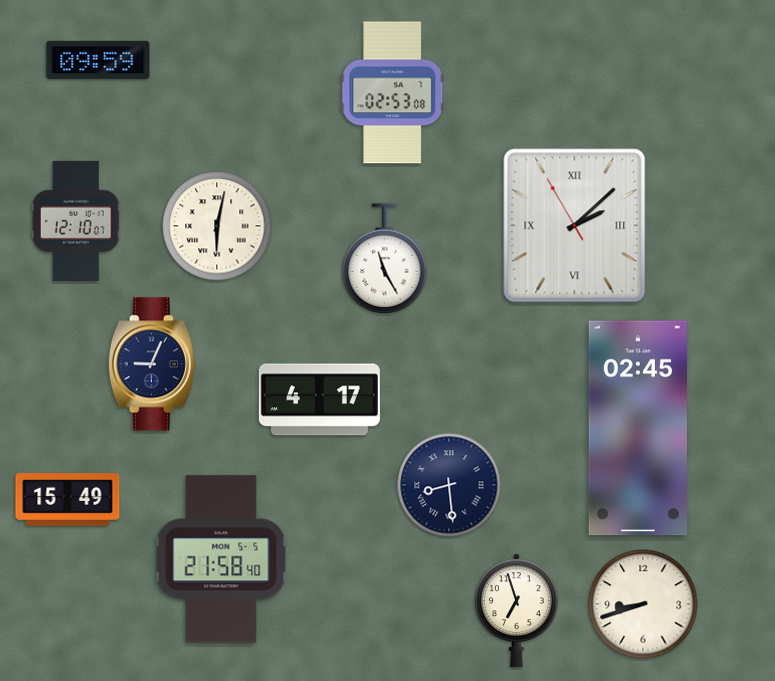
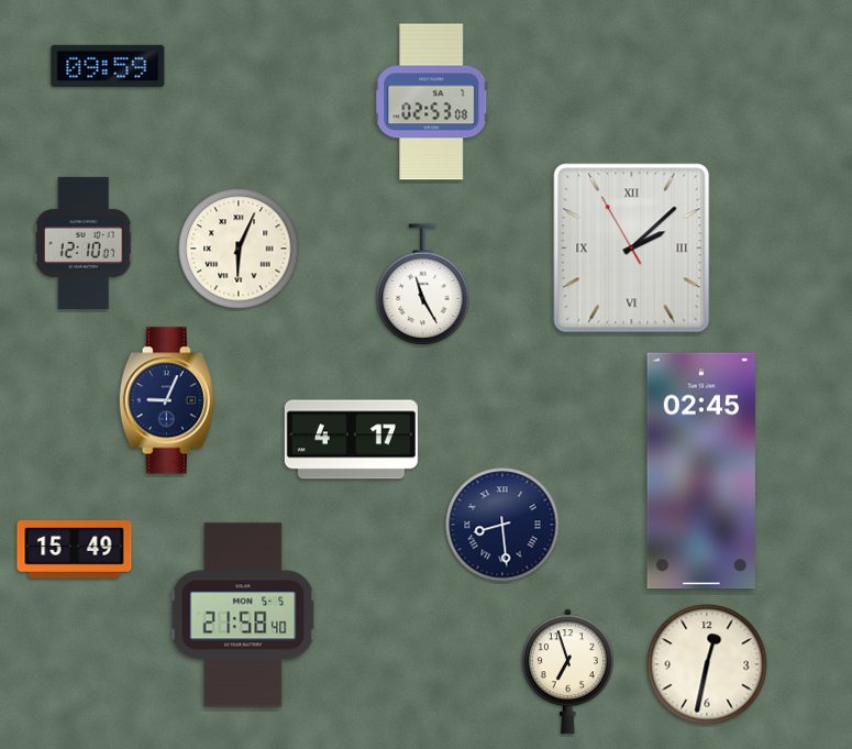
clock at (217, 226): 6:02 -> 6:04
clock at (449, 485) position: (449, 485) -> (502, 525)
clock at (643, 604): 8:42 -> 12:32
